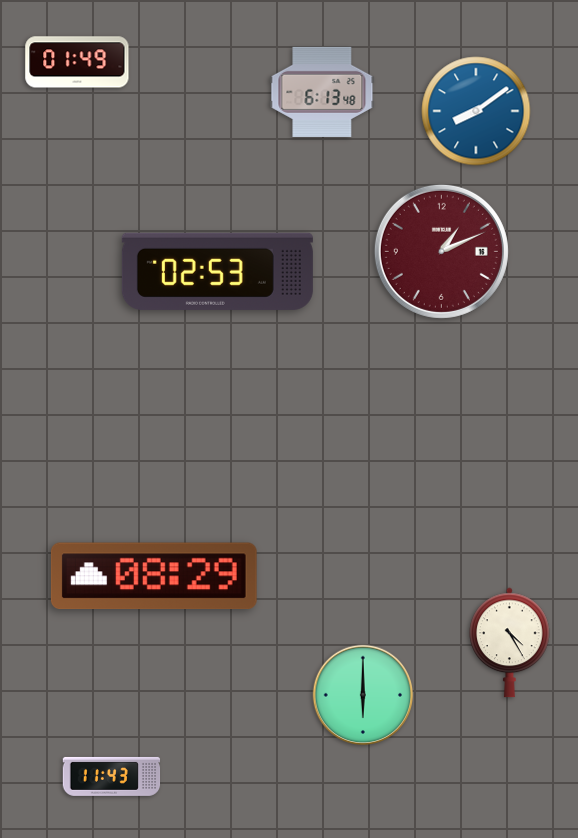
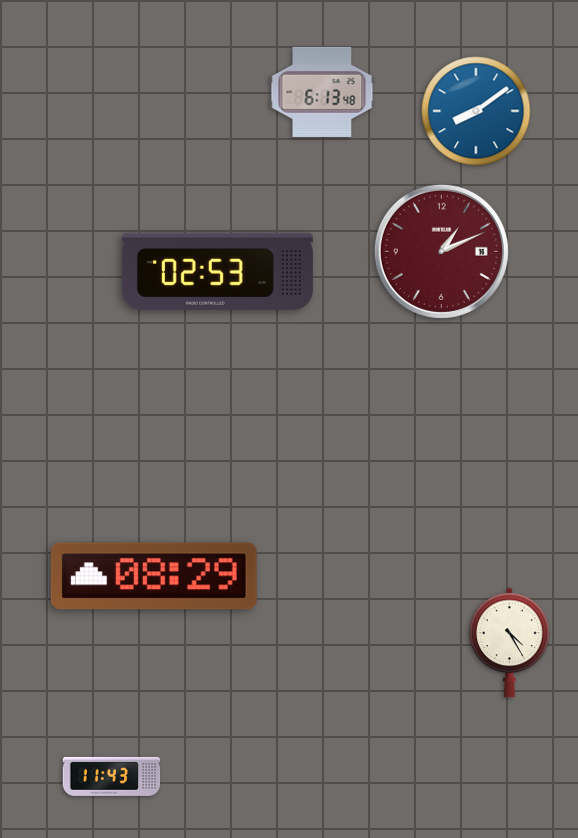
clock at (77, 62): 01:49 -> none
clock at (363, 695): 6:00 -> none
